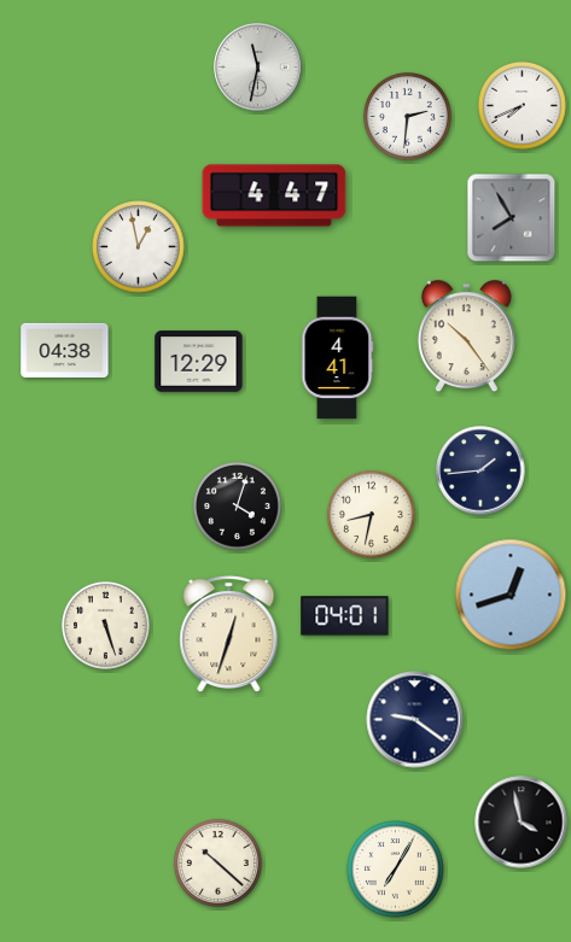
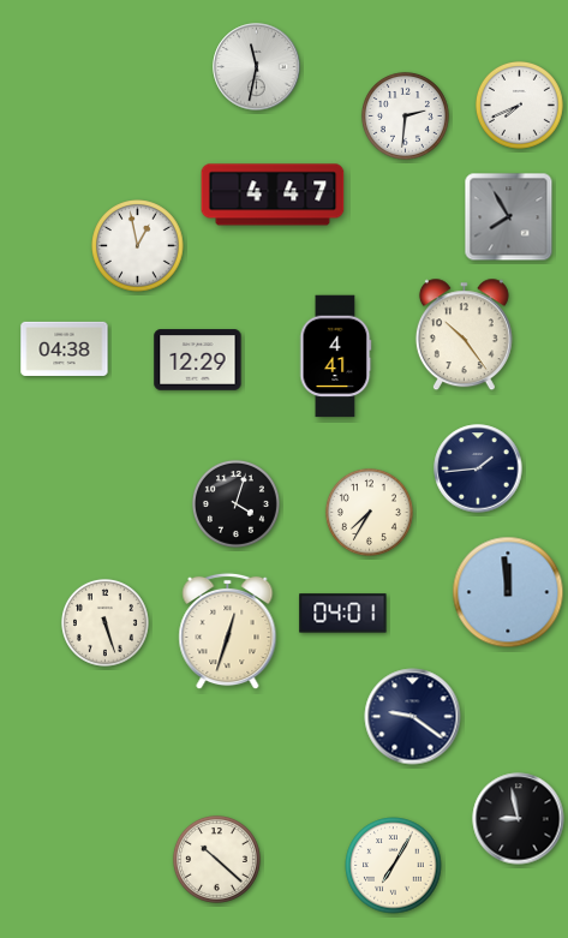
clock at (371, 514): 8:32 -> 7:35
clock at (511, 595): 12:42 -> 11:59
clock at (522, 823): 3:58 -> 8:58
